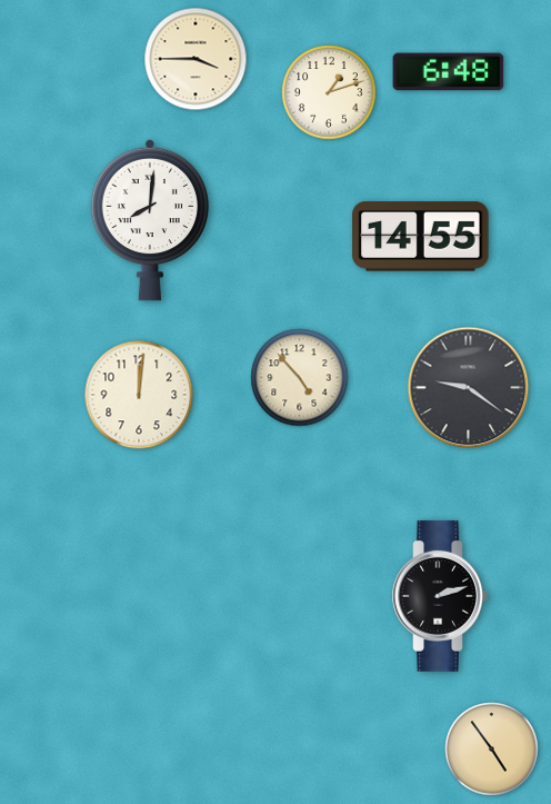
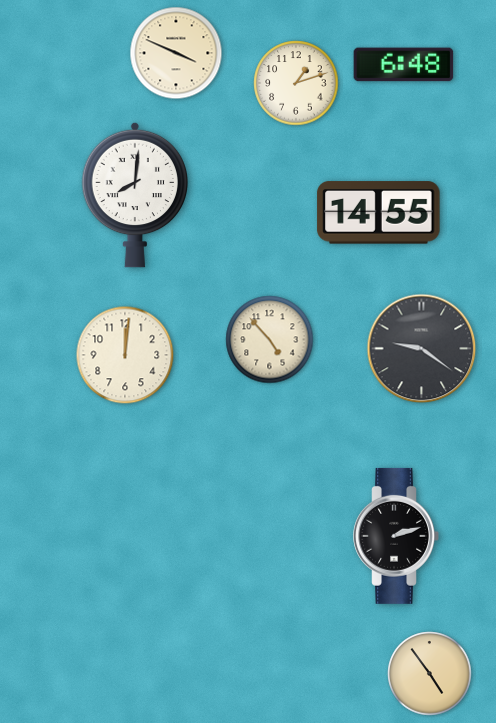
clock at (196, 59): 3:45 -> 3:49
clock at (150, 220) position: (150, 220) -> (135, 195)
clock at (492, 750) position: (492, 750) -> (430, 674)
